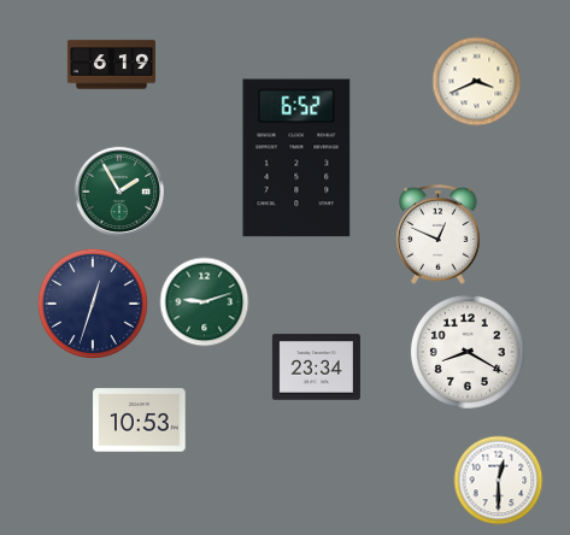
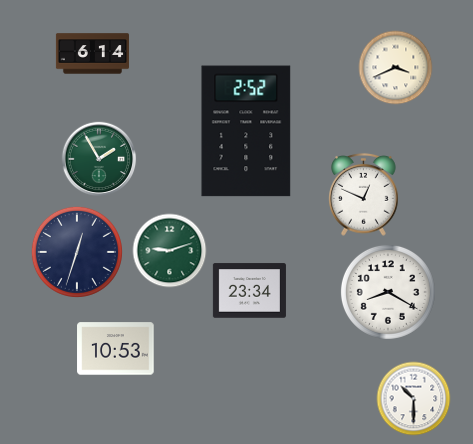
clock at (111, 65): 6:19 -> 6:14
clock at (296, 158): 6:52 -> 2:52
clock at (316, 368) position: (316, 368) -> (249, 291)
clock at (499, 481): 12:30 -> 10:30
